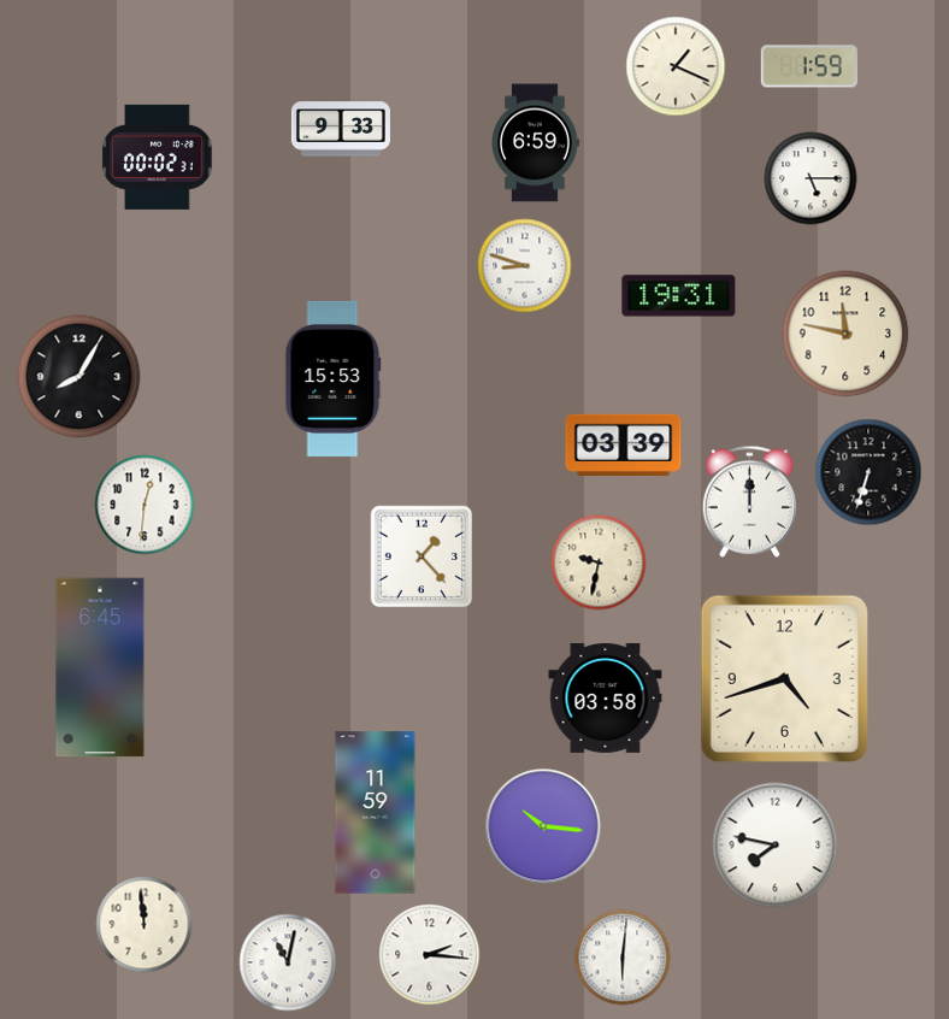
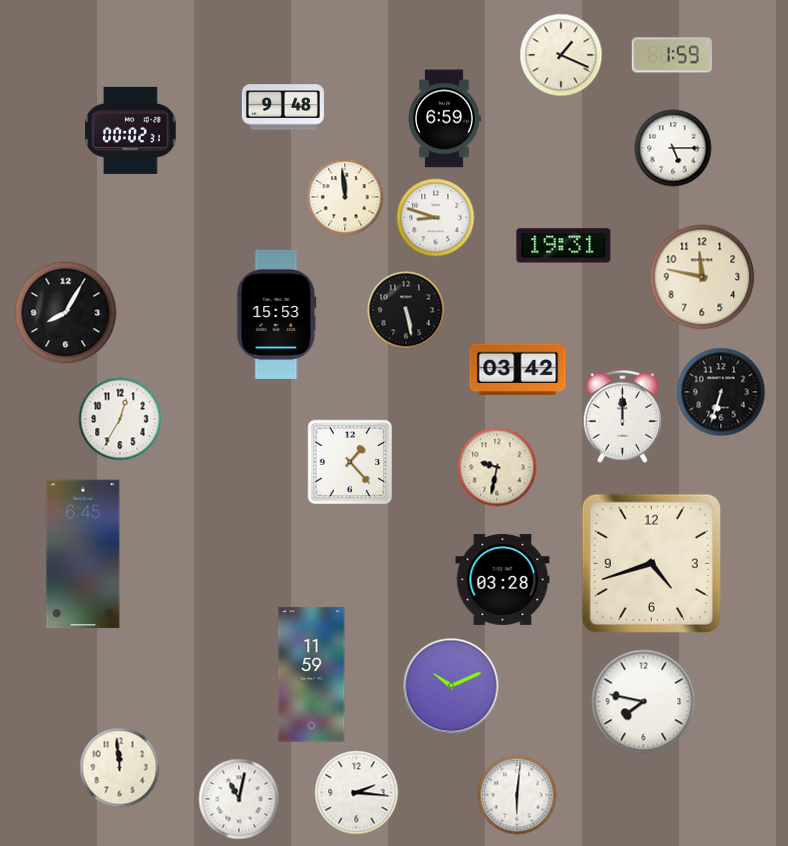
clock at (341, 129): 9:33 -> 9:48
clock at (345, 197): none -> 11:59
clock at (525, 266) position: (525, 266) -> (436, 218)
clock at (406, 310): none -> 5:28
clock at (624, 444): 03:39 -> 03:42
clock at (145, 505): 12:31 -> 12:35
clock at (606, 697): 03:58 -> 03:28
clock at (543, 826): 10:16 -> 10:11
